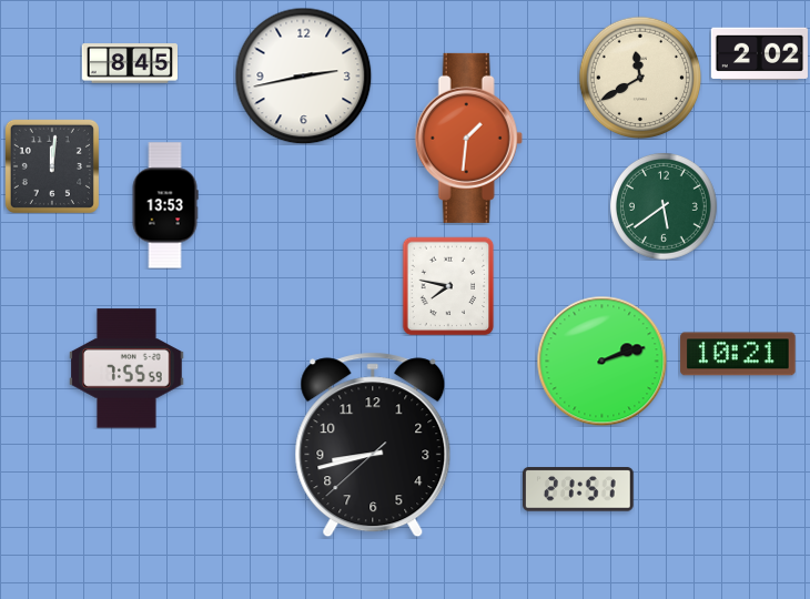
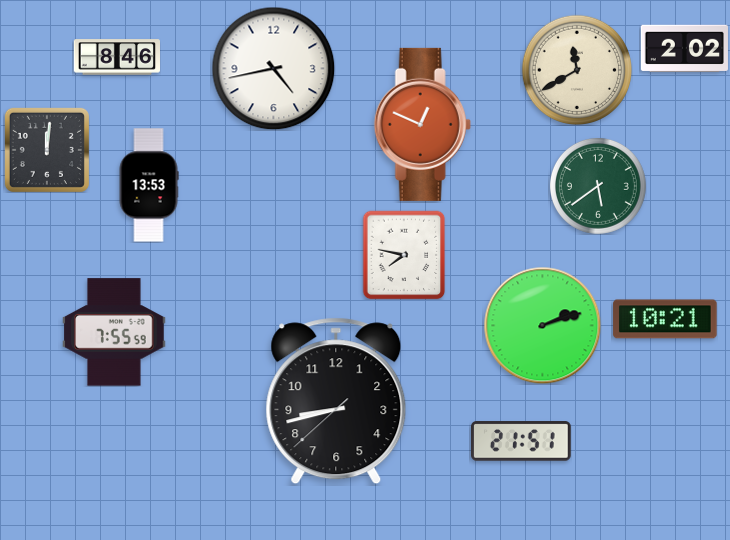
clock at (129, 63): 8:45 -> 8:46
clock at (303, 75): 2:43 -> 4:43
clock at (468, 138): 1:31 -> 12:49
clock at (448, 286) position: (448, 286) -> (404, 255)
